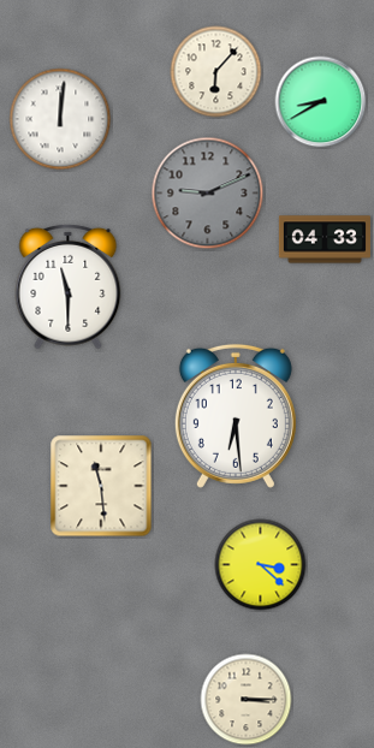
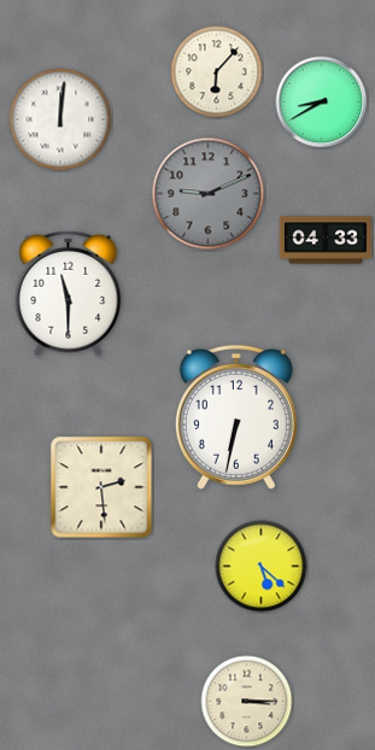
clock at (69, 286) position: (69, 286) -> (69, 293)
clock at (236, 416): 6:29 -> 6:32
clock at (101, 486): 11:29 -> 2:29
clock at (261, 565): 3:22 -> 5:22
